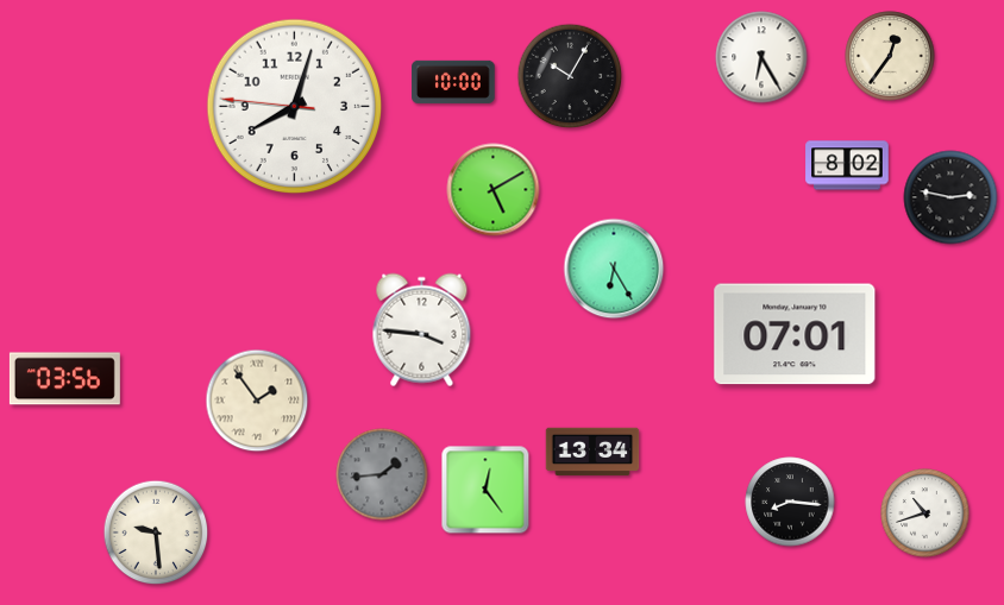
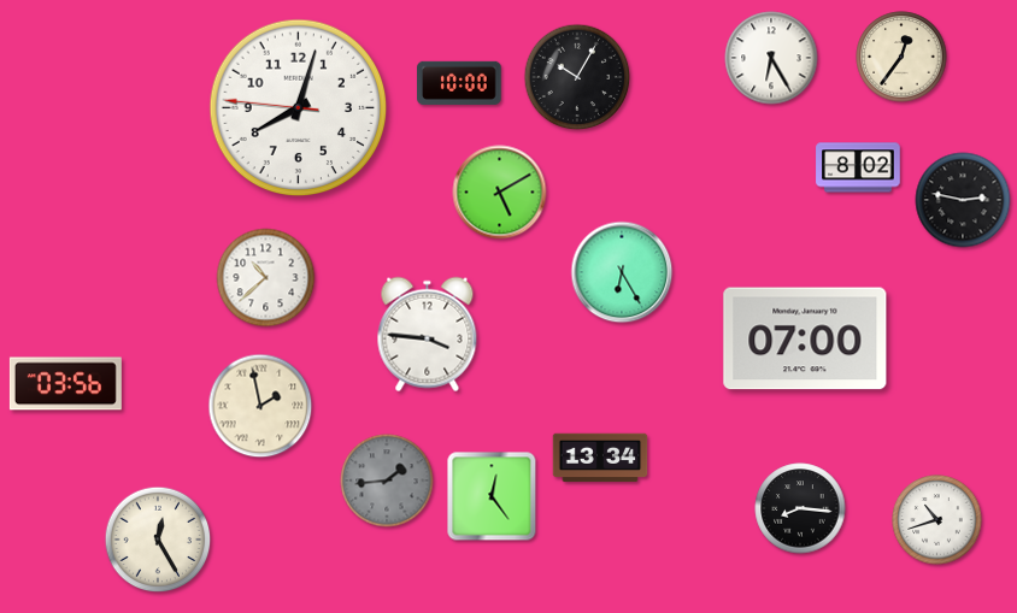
clock at (266, 278): none -> 10:38
clock at (795, 334): 07:01 -> 07:00
clock at (257, 401): 1:54 -> 1:58
clock at (156, 532): 9:29 -> 12:25
